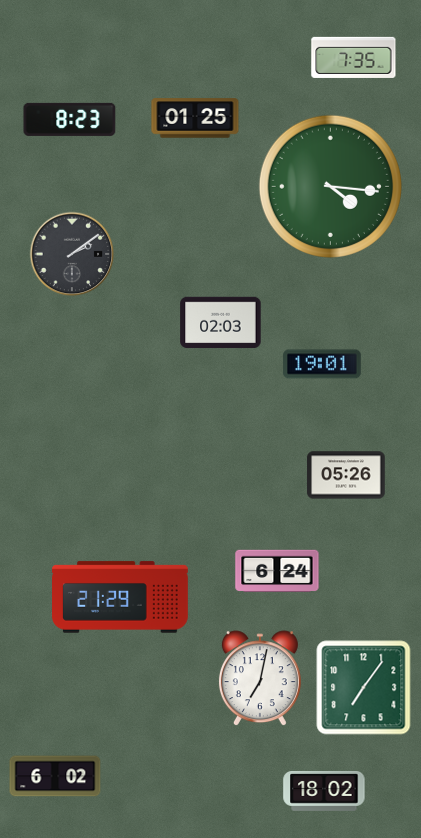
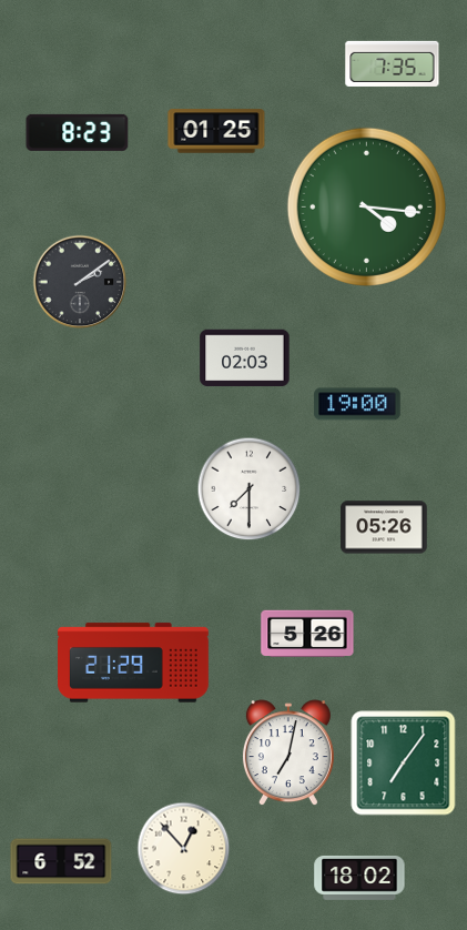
clock at (322, 364): 19:01 -> 19:00
clock at (250, 489): none -> 7:30
clock at (277, 571): 6:24 -> 5:26
clock at (184, 849): none -> 12:53
clock at (55, 776): 6:02 -> 6:52
